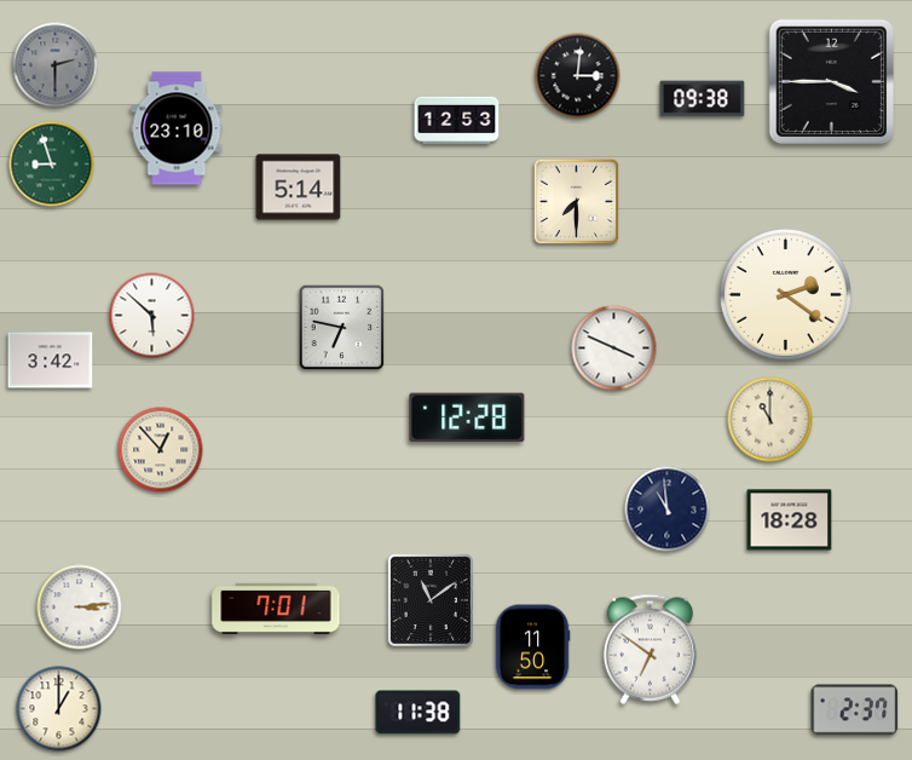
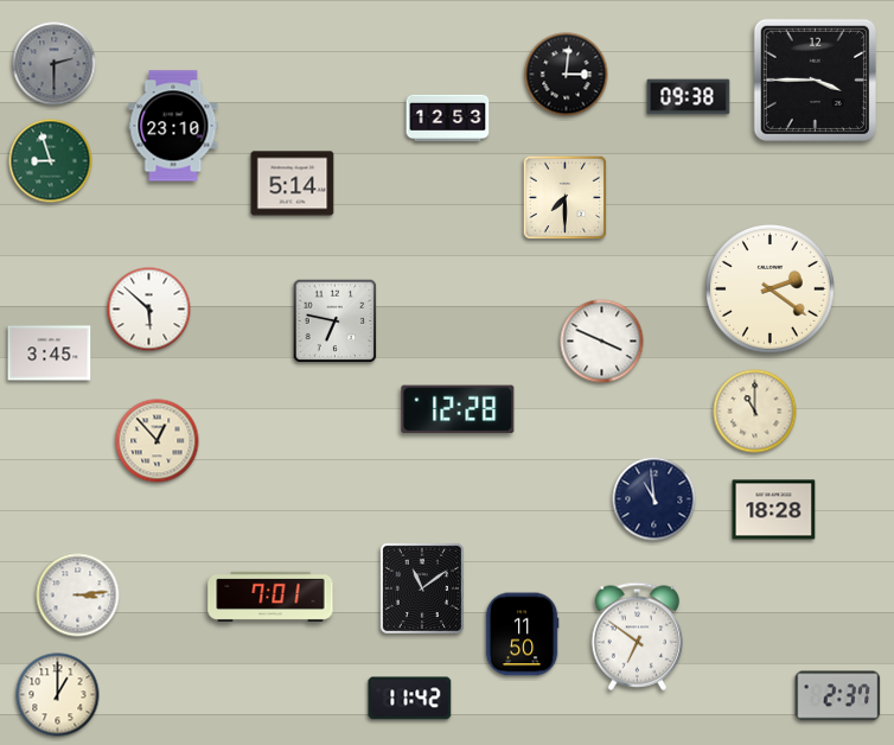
clock at (51, 361): 3:42 -> 3:45
clock at (419, 713): 11:38 -> 11:42
